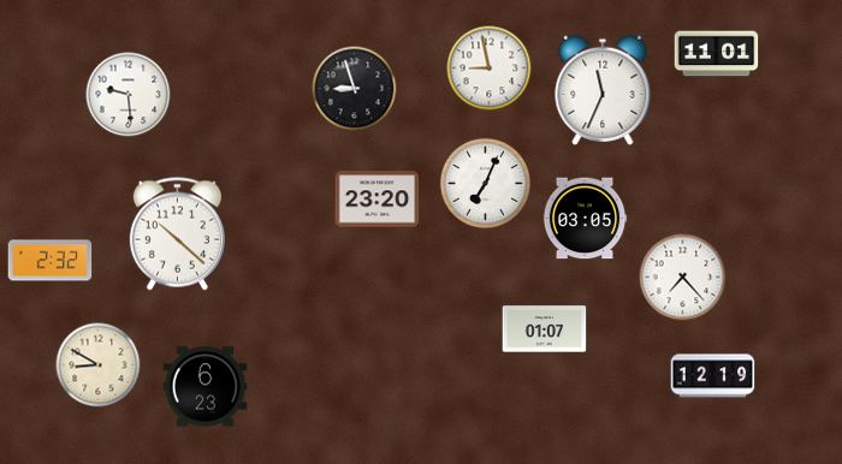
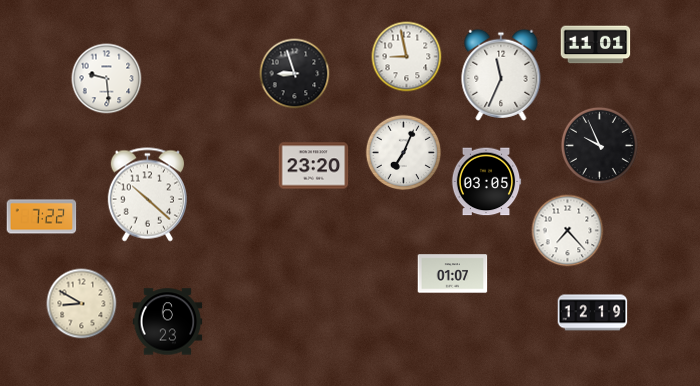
clock at (599, 145): none -> 9:56
clock at (51, 261): 2:32 -> 7:22
clock at (206, 387) position: (206, 387) -> (168, 322)
